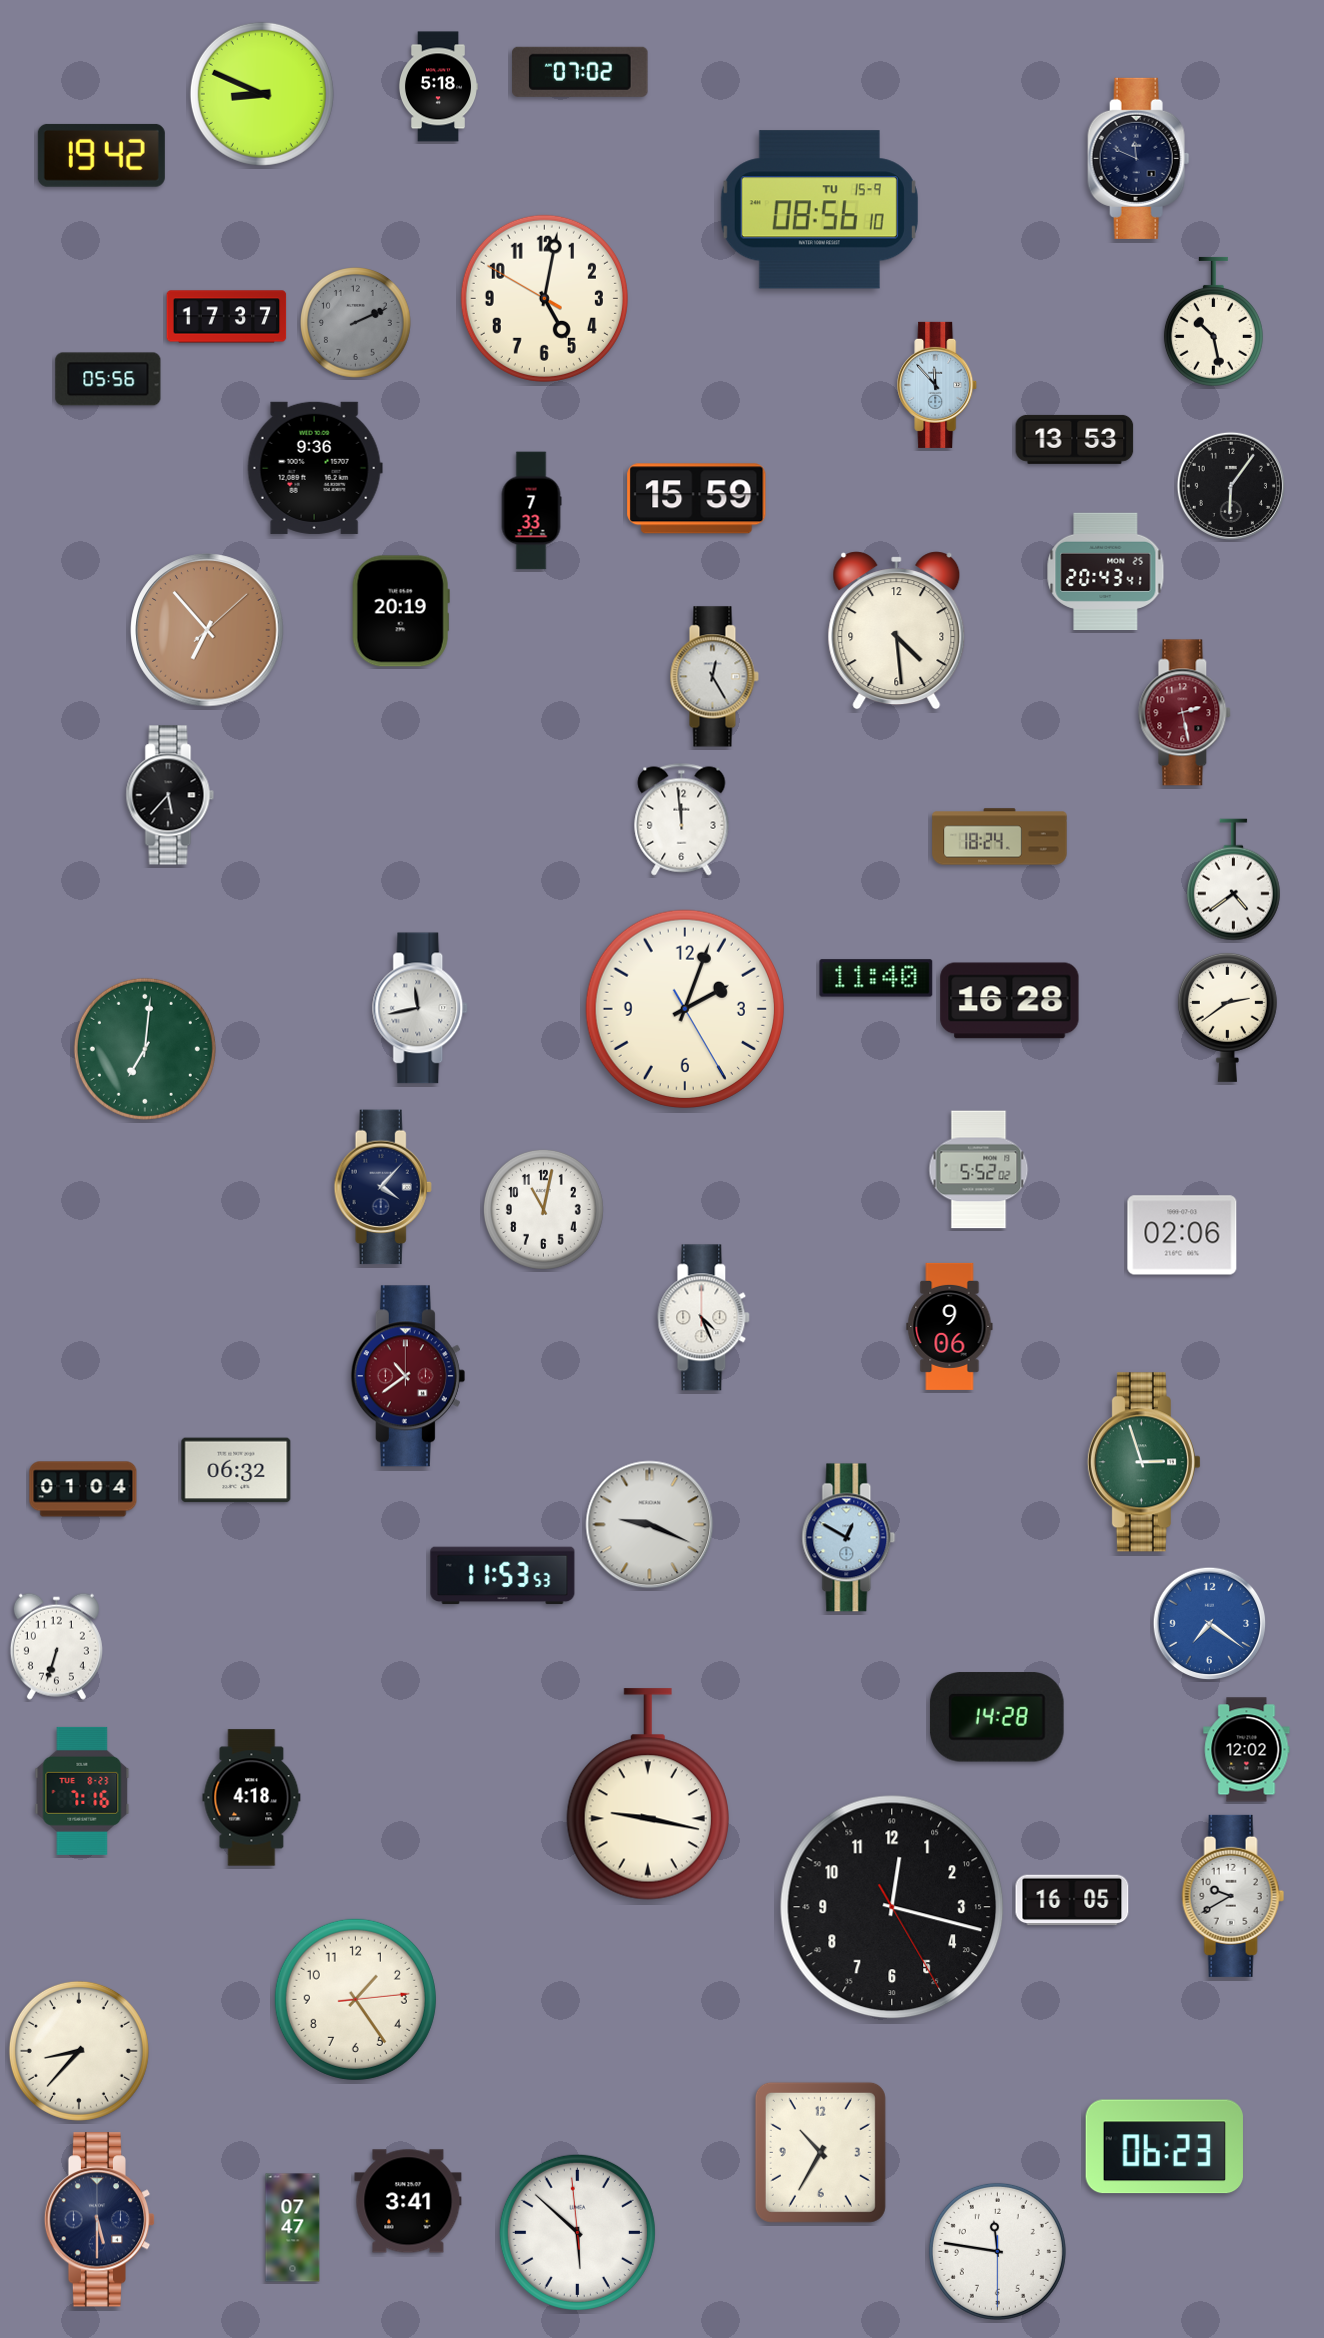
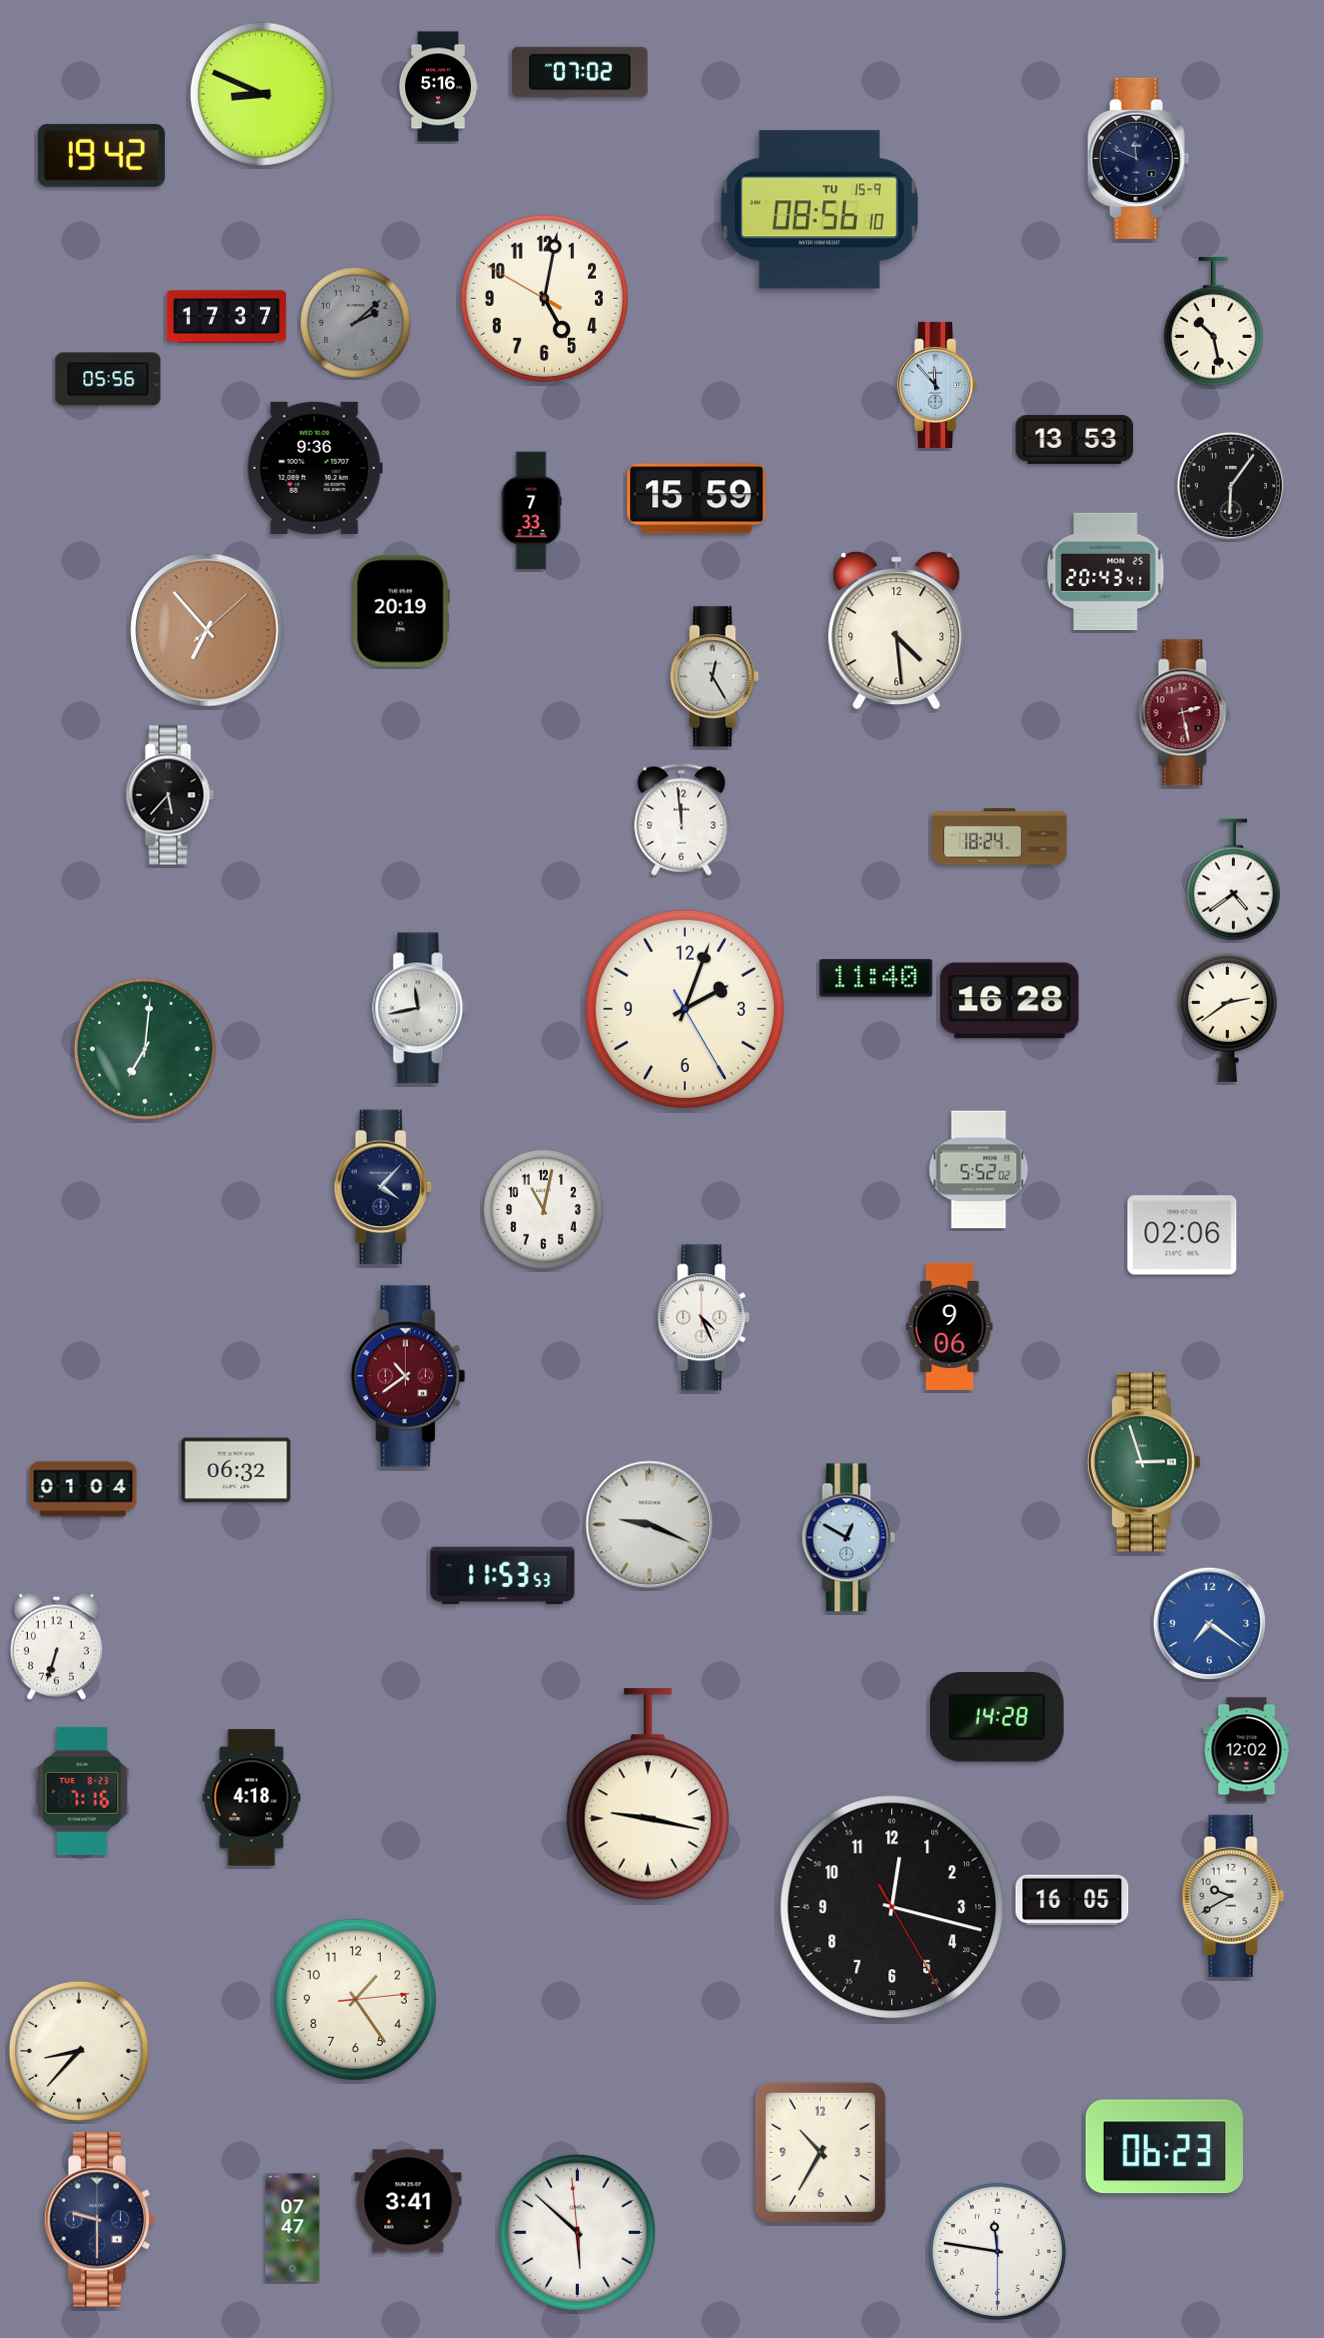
clock at (437, 87): 5:18 -> 5:16
clock at (356, 323): 2:11 -> 2:08
clock at (100, 2220): 5:30 -> 9:30
